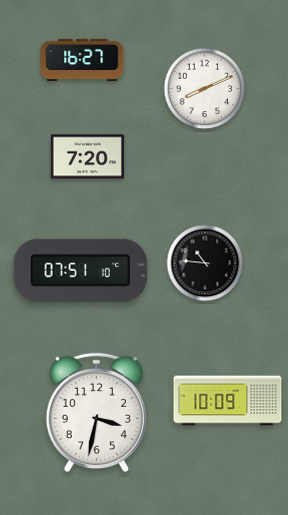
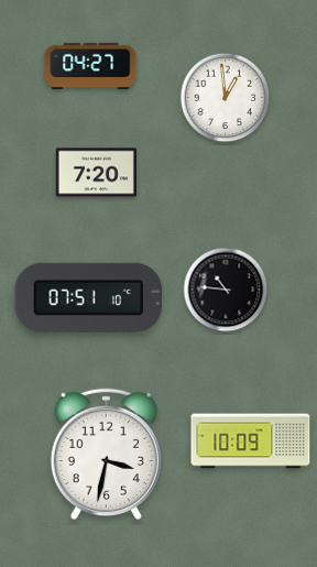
clock at (82, 60): 16:27 -> 04:27
clock at (205, 89): 8:11 -> 12:59
